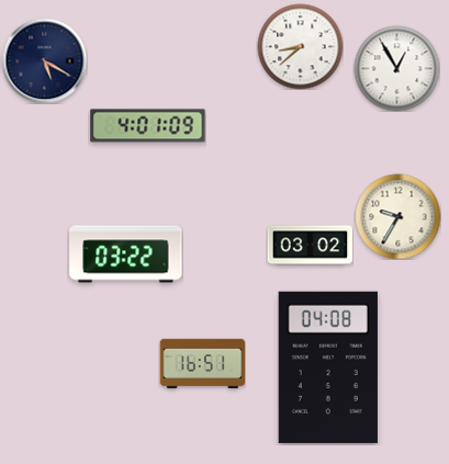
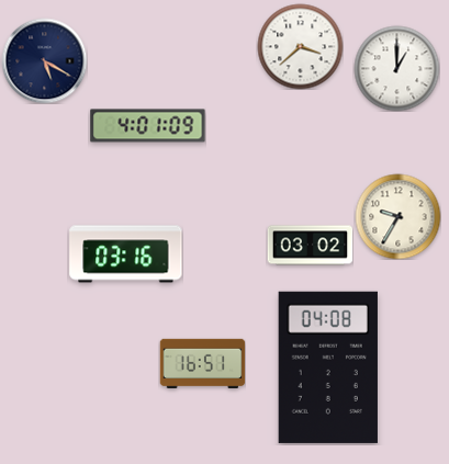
clock at (300, 46): 8:38 -> 3:38
clock at (396, 68): 12:55 -> 1:00
clock at (126, 254): 03:22 -> 03:16
